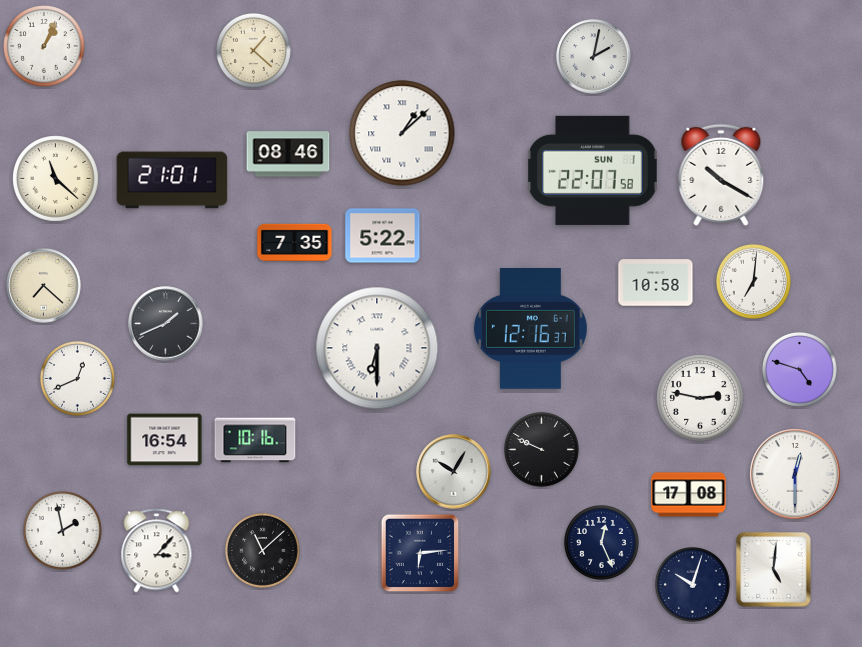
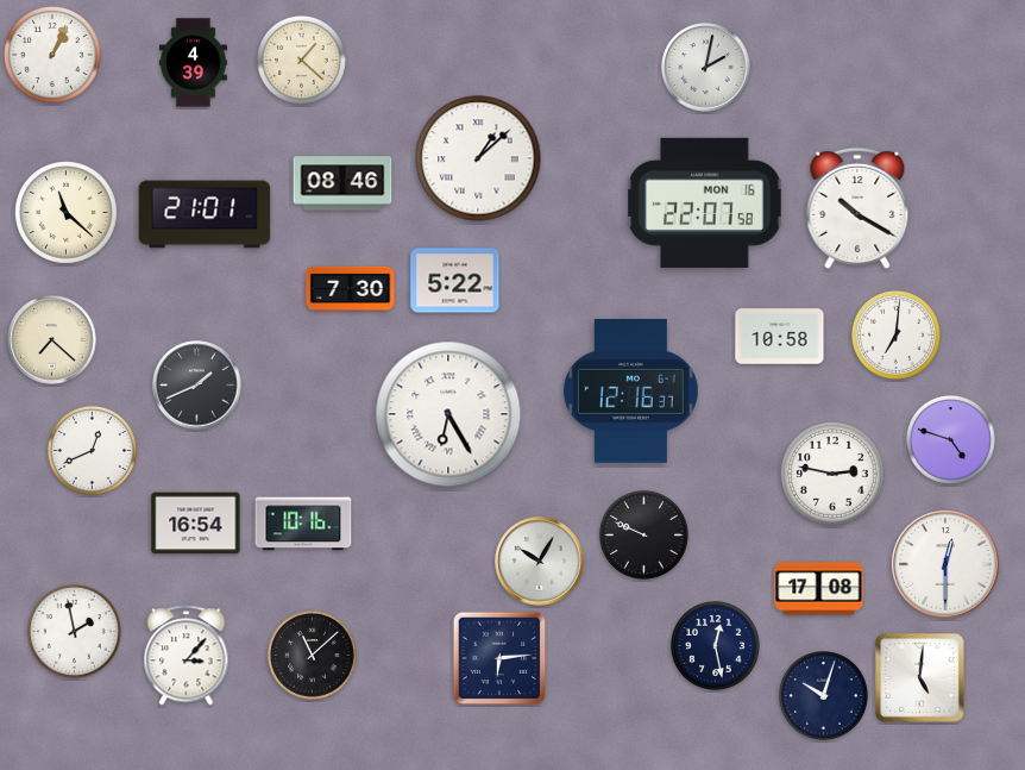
clock at (193, 63): none -> 4:39
clock at (593, 170) date: SUN 1 -> MON 16
clock at (295, 242): 7:35 -> 7:30
clock at (377, 348): 6:30 -> 6:25
clock at (601, 542): 12:26 -> 12:28
